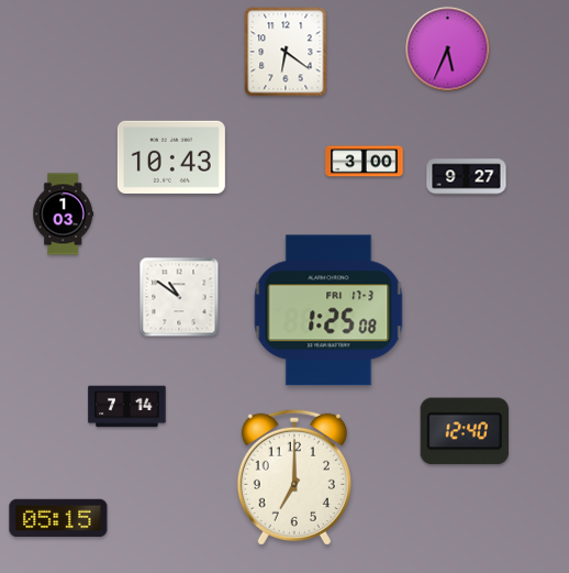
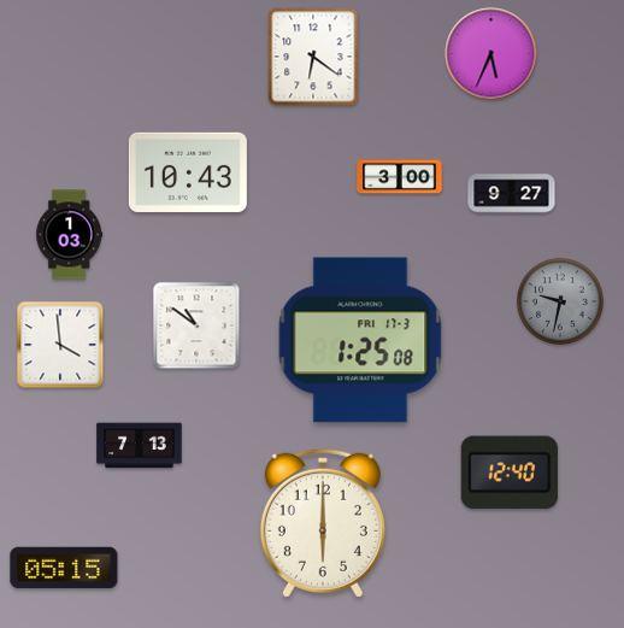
clock at (560, 301): none -> 9:32
clock at (60, 345): none -> 3:59
clock at (127, 407): 7:14 -> 7:13
clock at (294, 477): 7:00 -> 6:00
